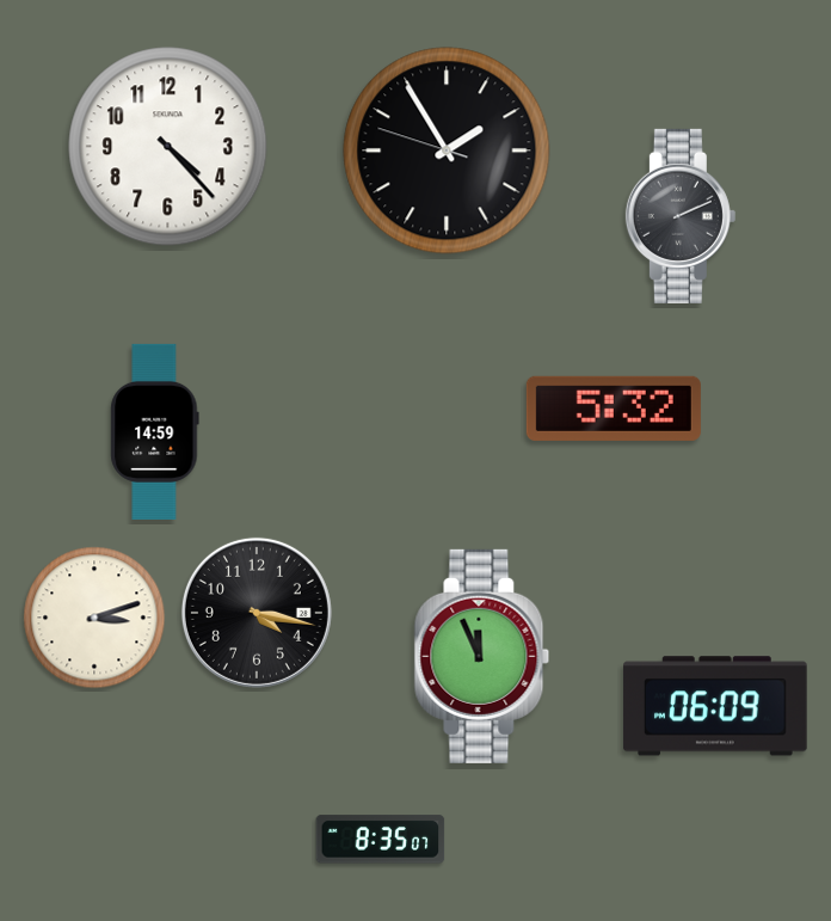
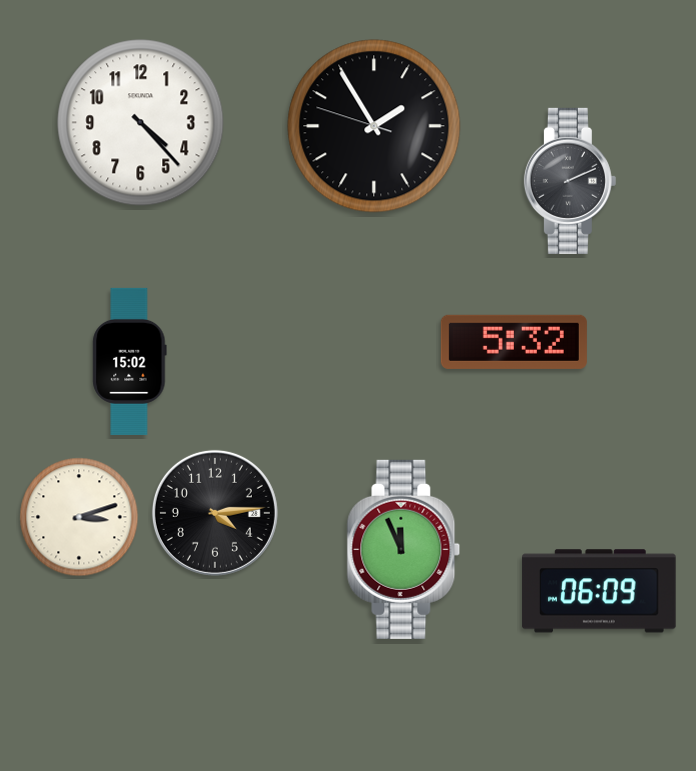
clock at (155, 431): 14:59 -> 15:02
clock at (257, 613): 4:17 -> 4:14
clock at (381, 840): 8:35 -> none
